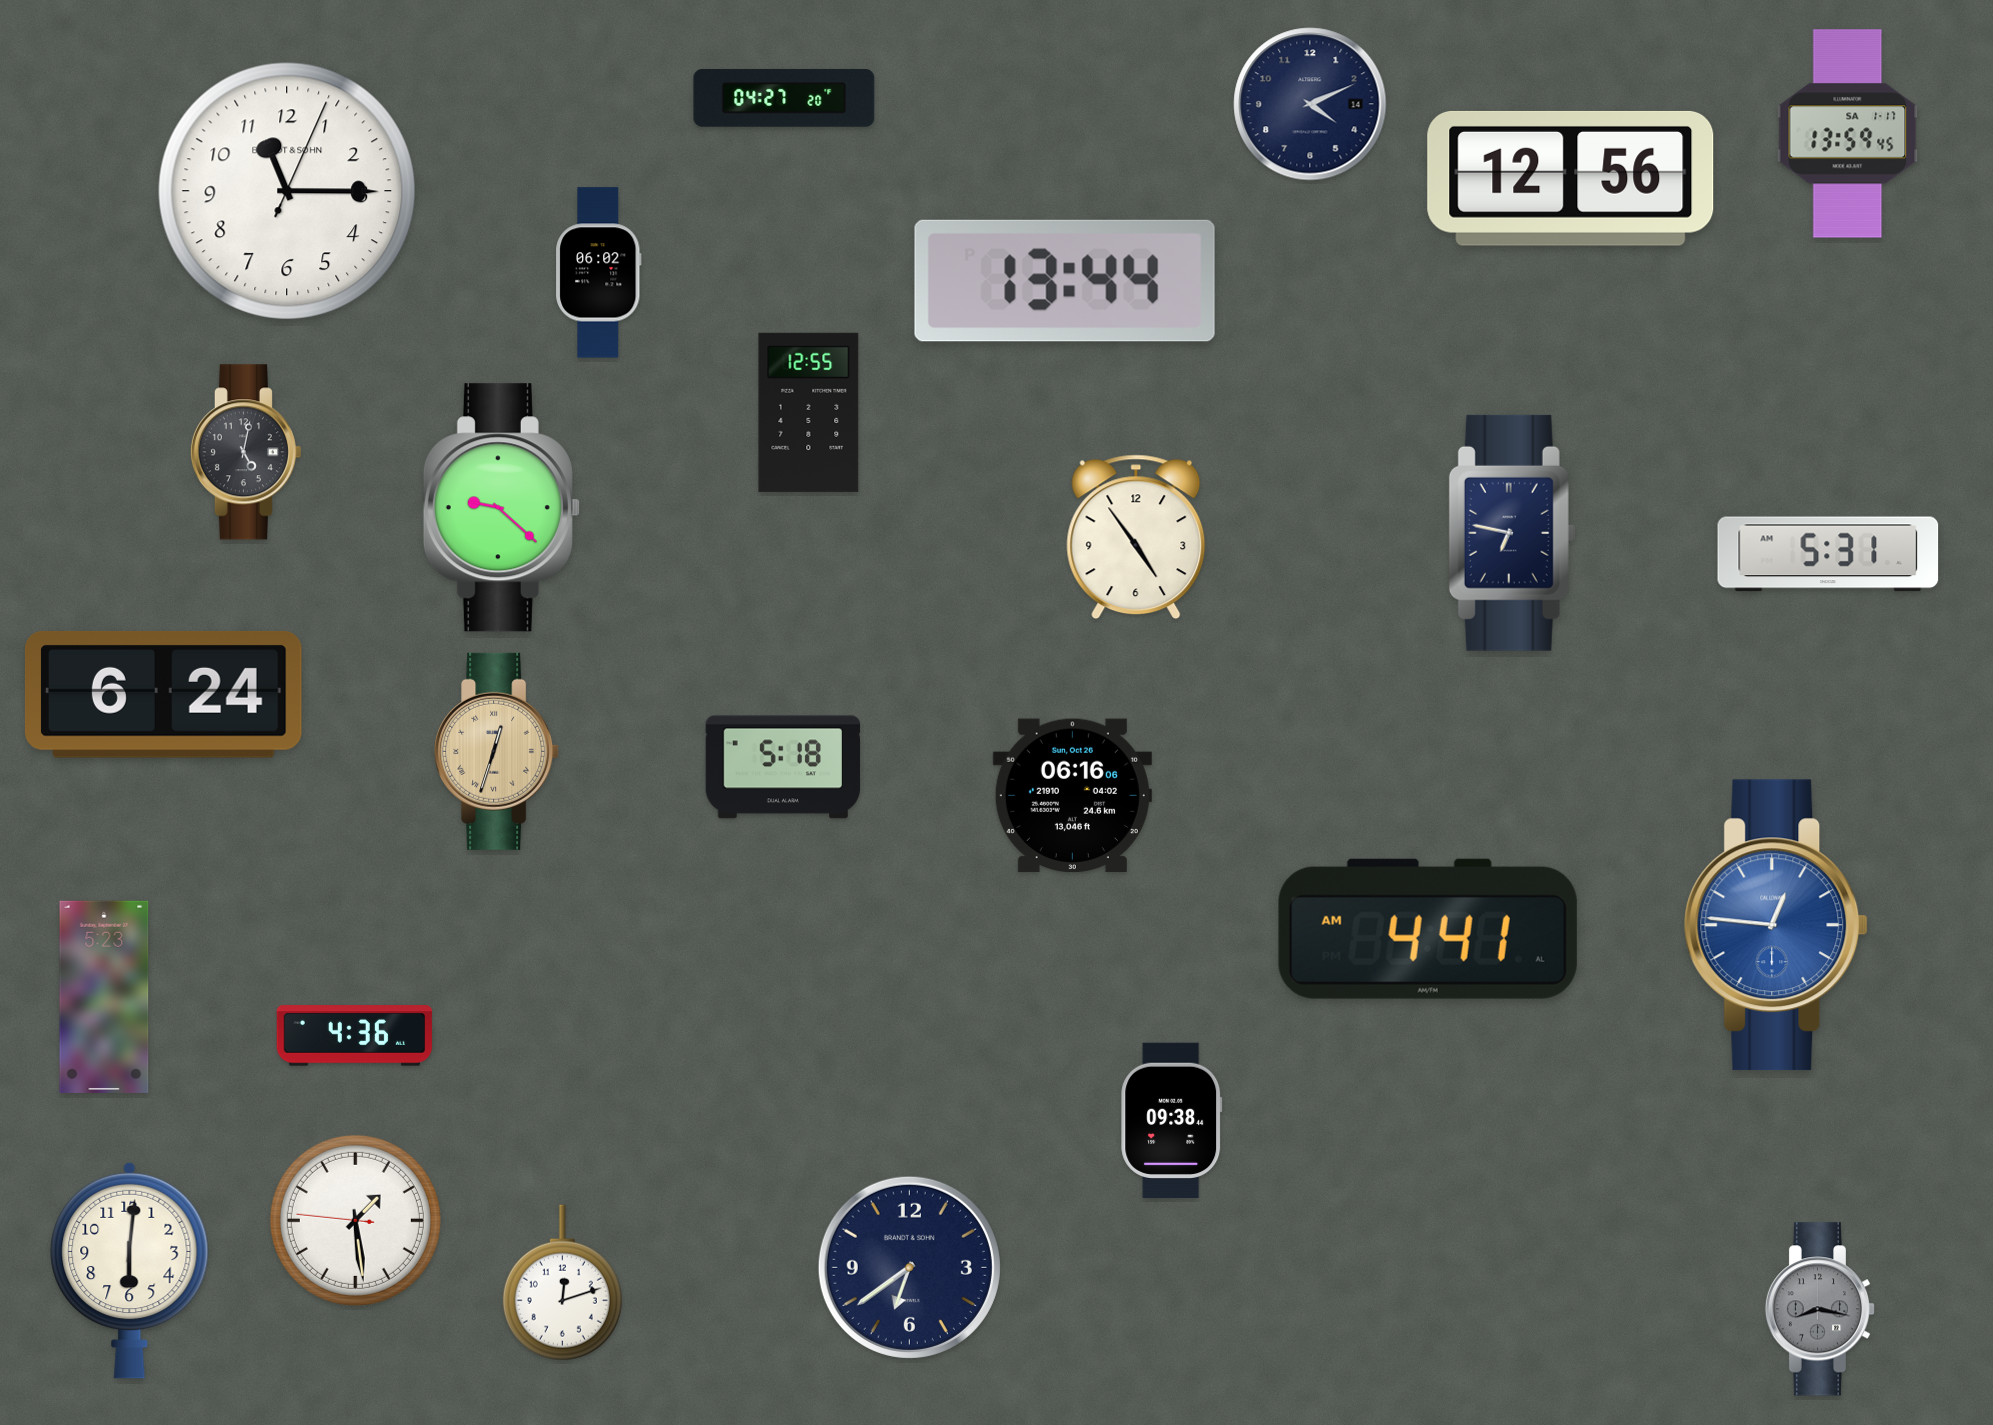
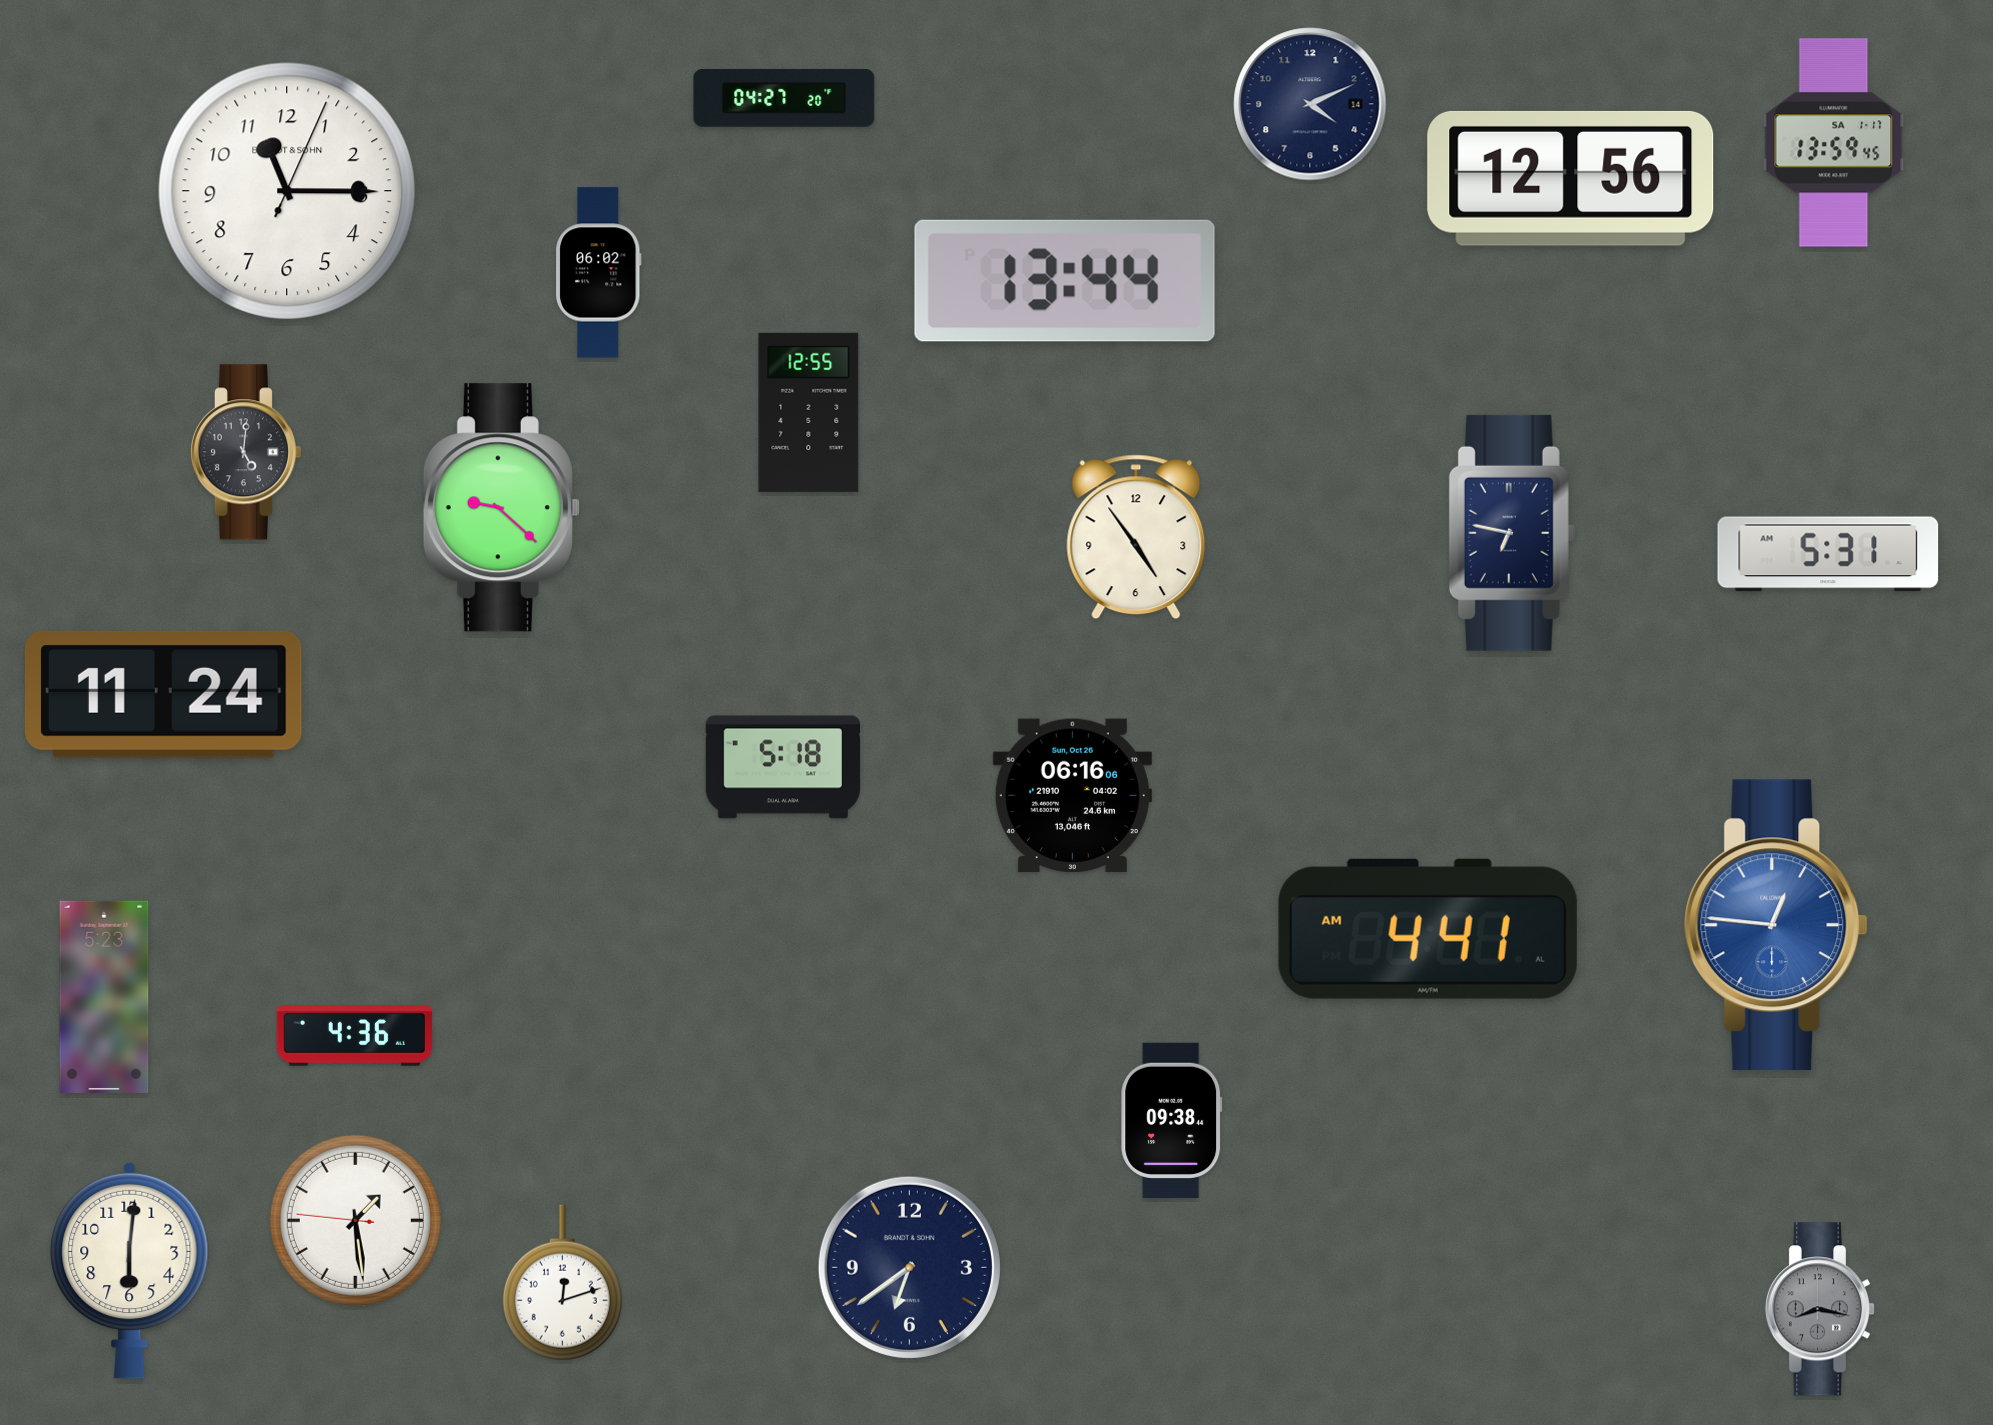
clock at (1848, 134) position: (1848, 134) -> (1834, 143)
clock at (245, 452): 5:02 -> 5:01
clock at (164, 695): 6:24 -> 11:24
clock at (497, 751): 12:33 -> none
